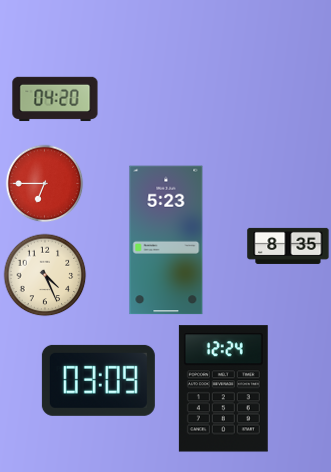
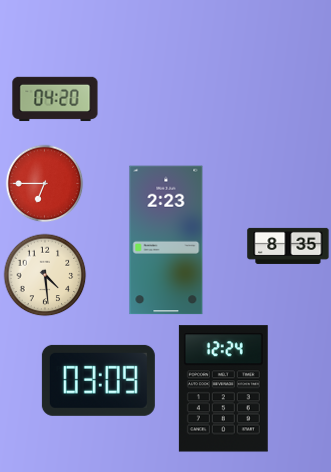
clock at (166, 240): 5:23 -> 2:23
clock at (45, 275): 4:26 -> 4:29
